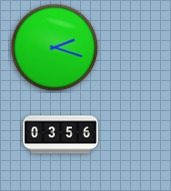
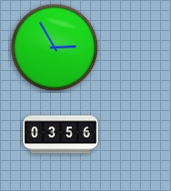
clock at (55, 48): 2:18 -> 2:55
